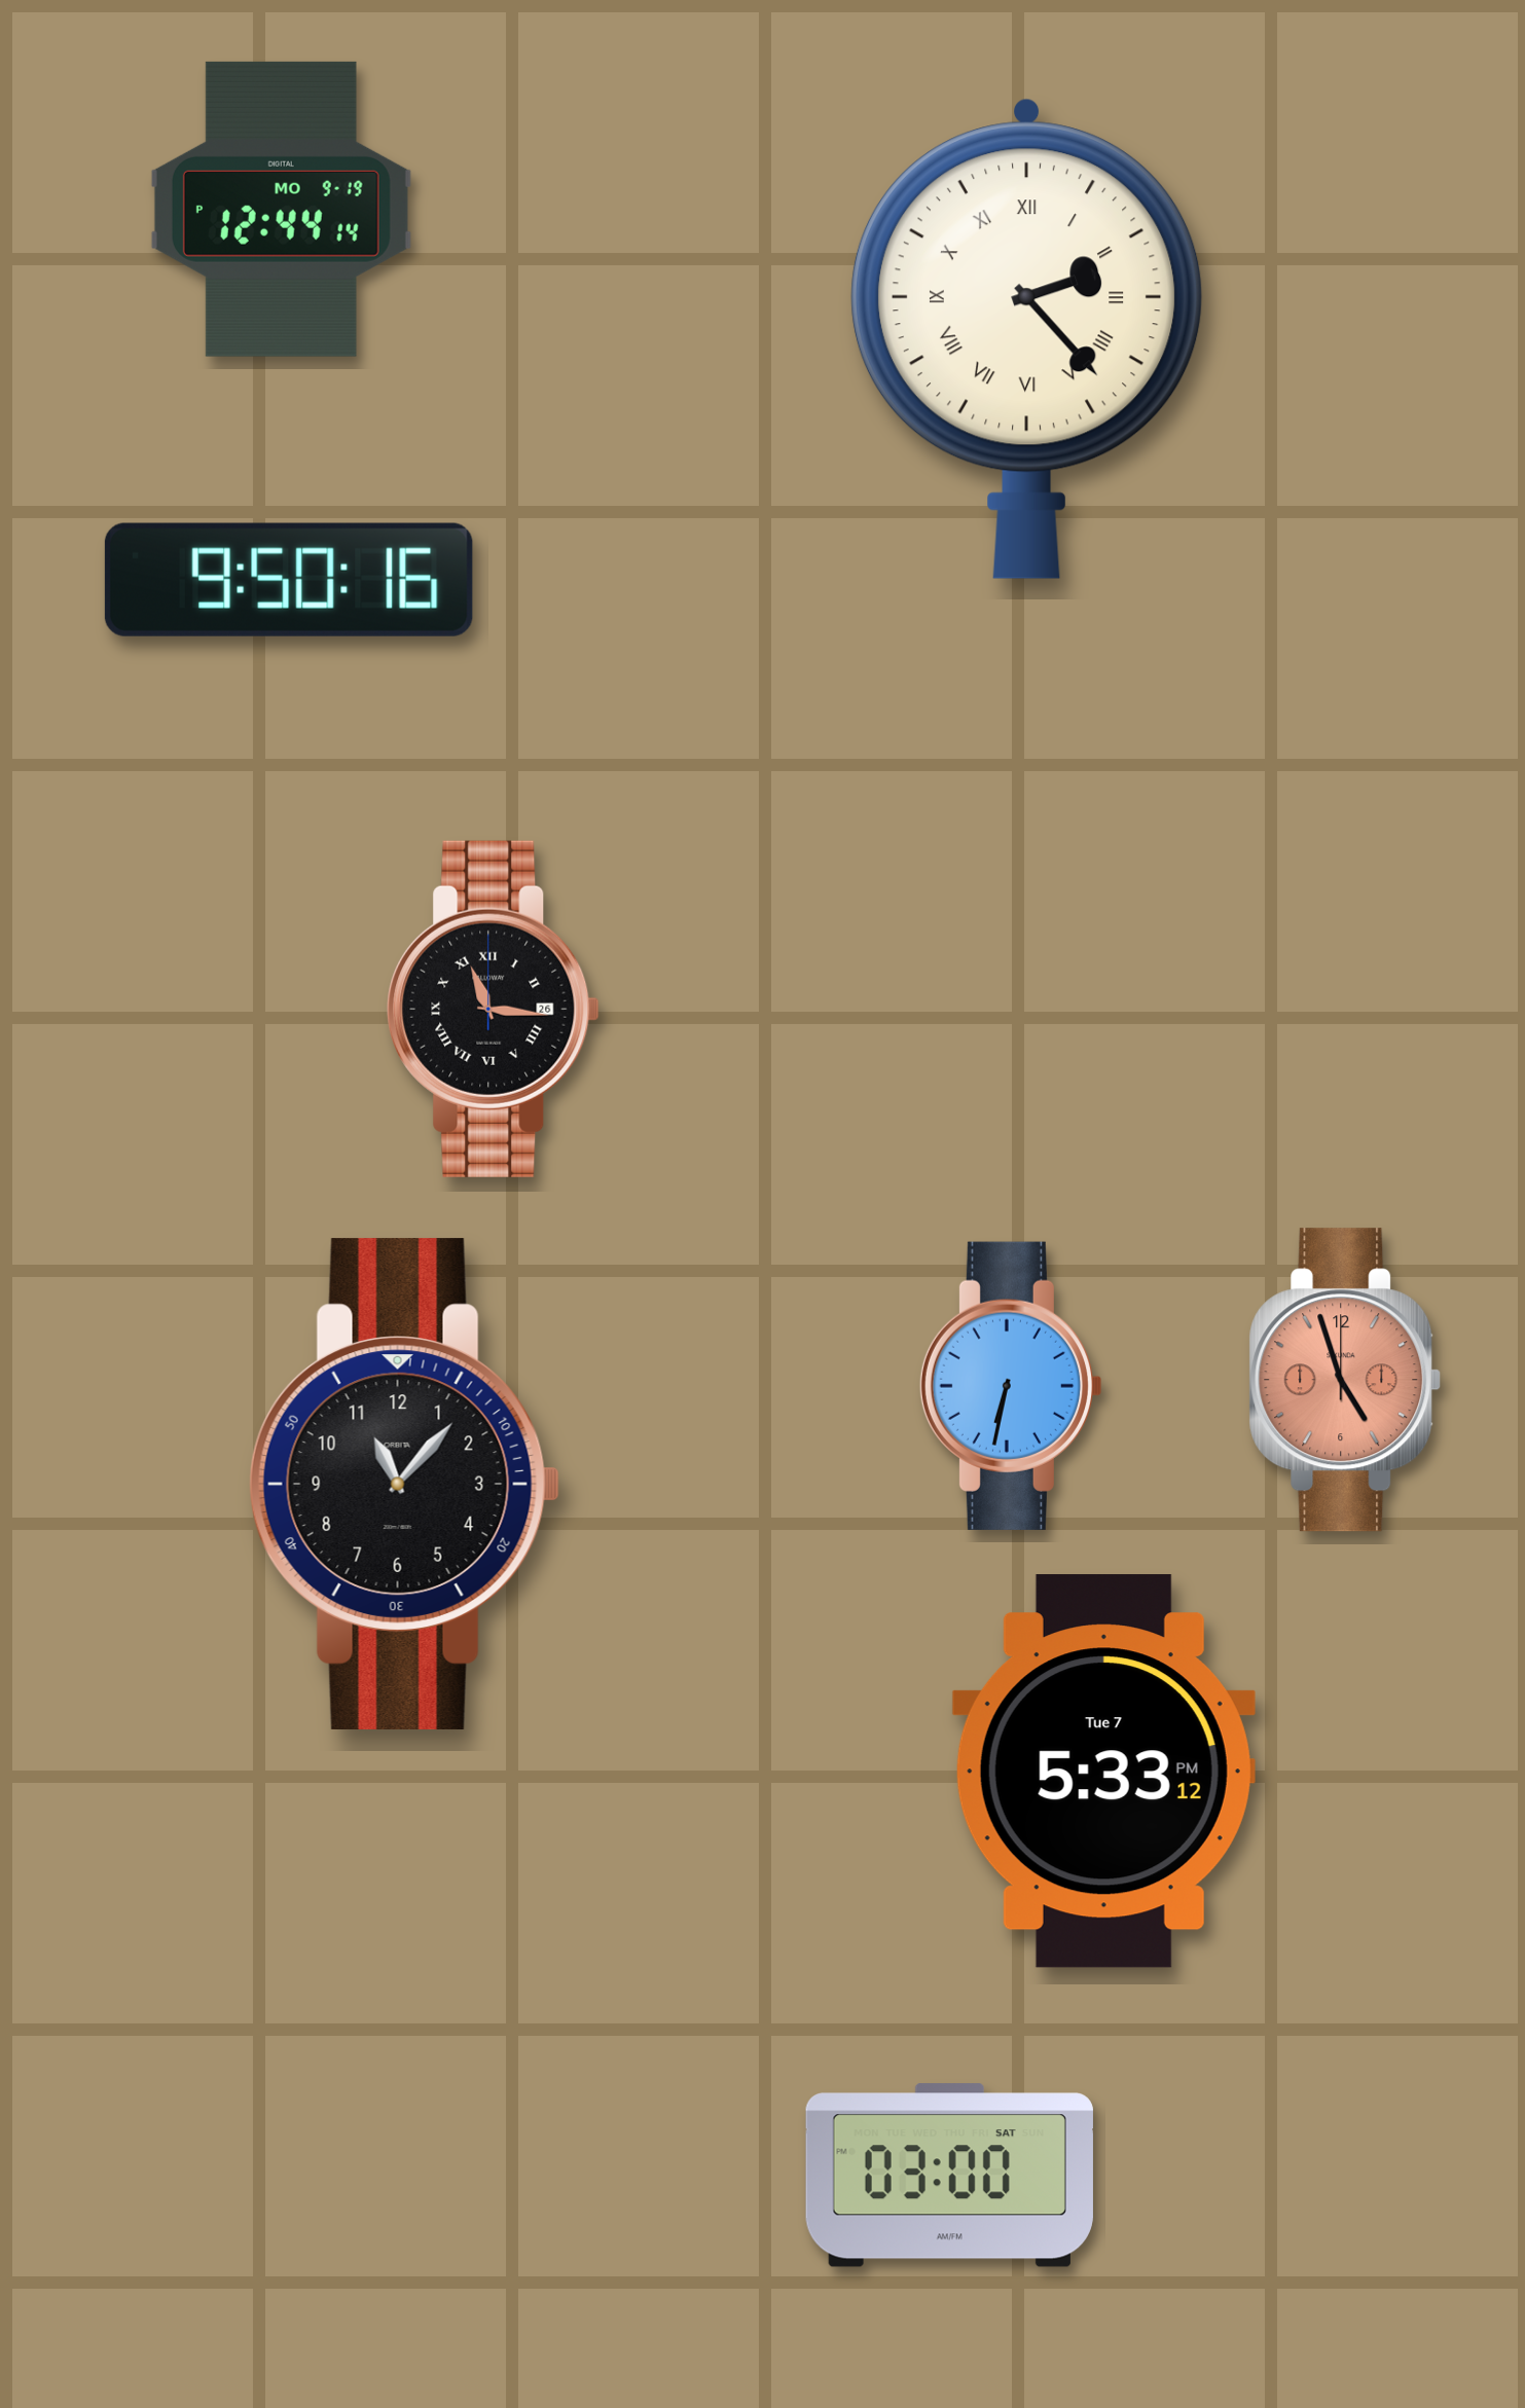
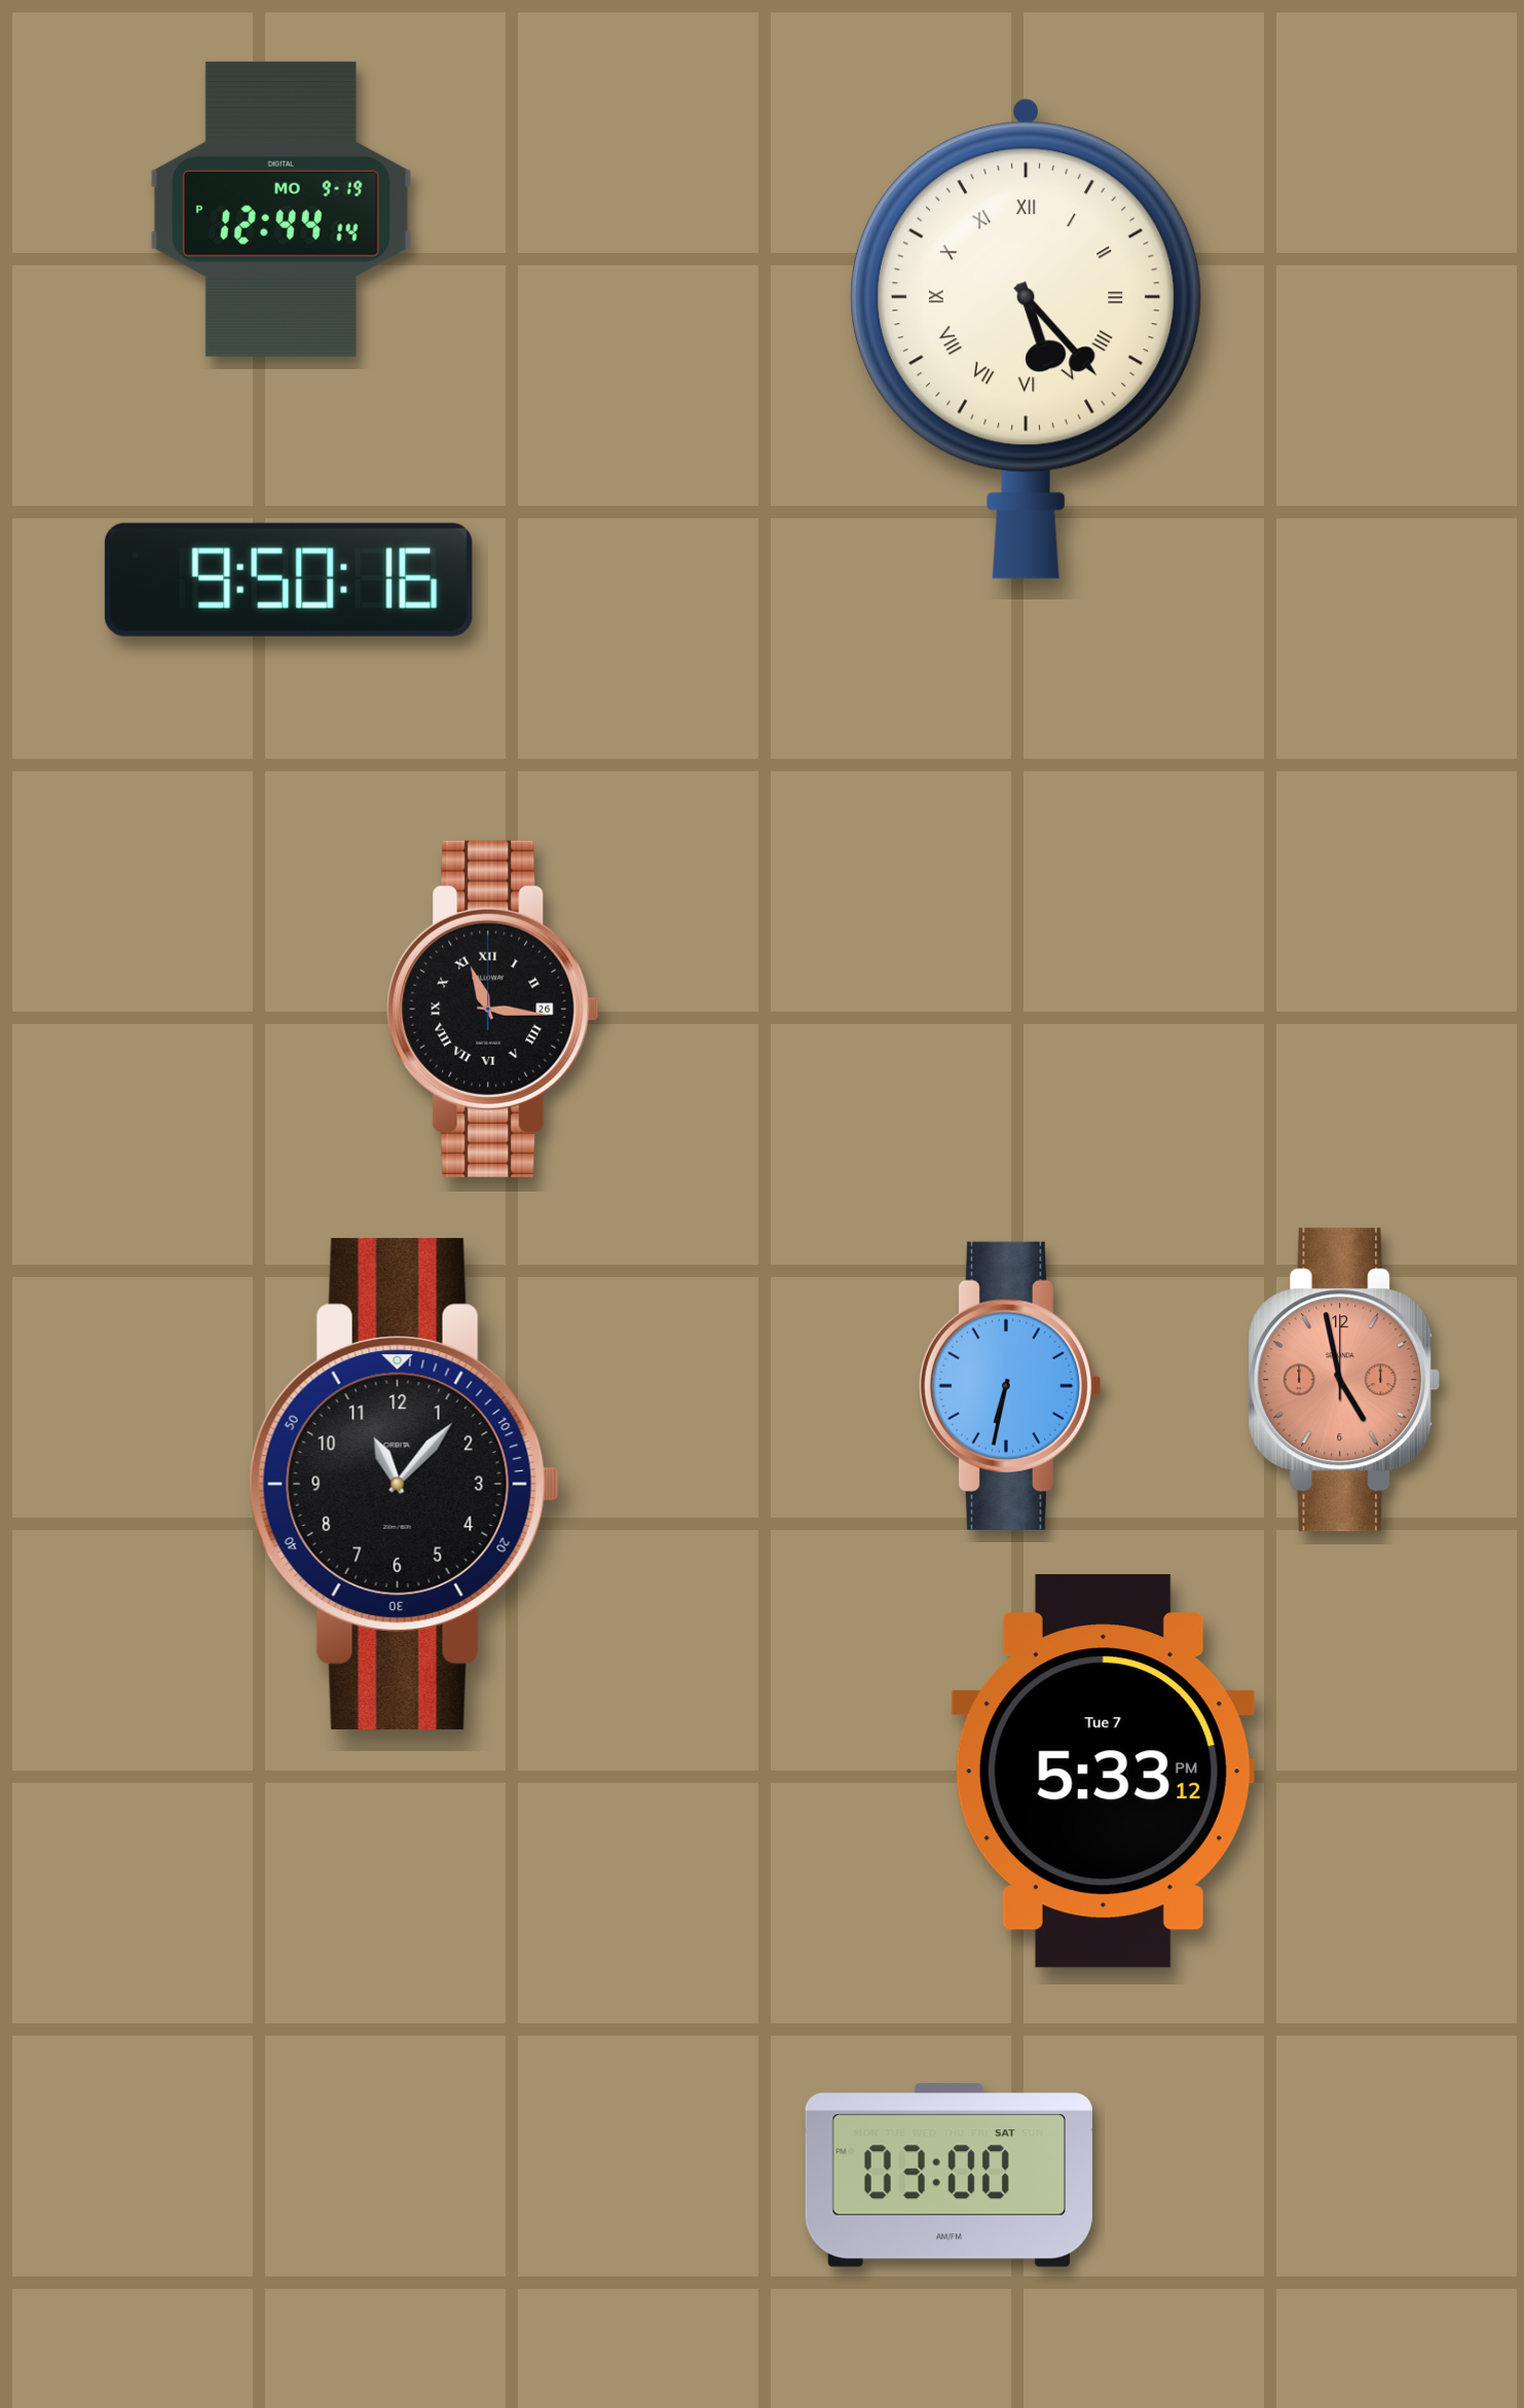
clock at (1026, 338): 2:23 -> 5:23
clock at (1345, 1380): 4:57 -> 4:58
